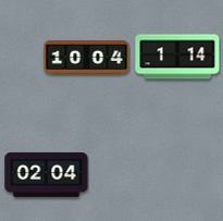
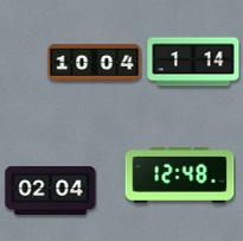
clock at (180, 176): none -> 12:48
